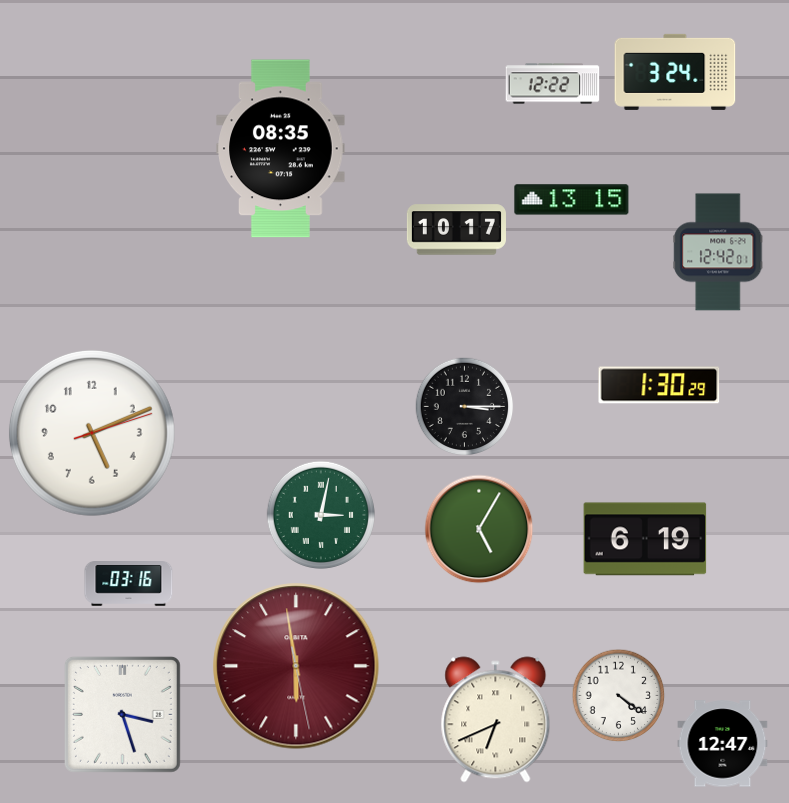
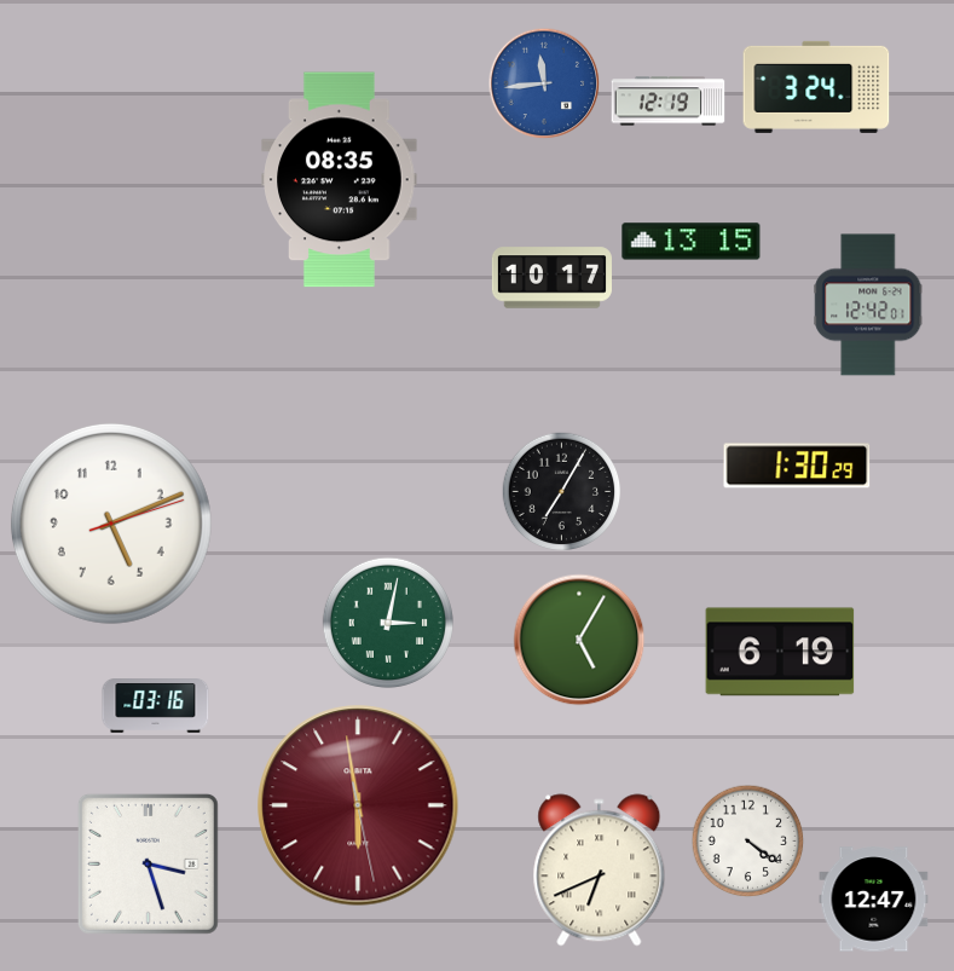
clock at (544, 83): none -> 11:44
clock at (553, 84): 12:22 -> 12:19
clock at (465, 407): 3:15 -> 7:05
